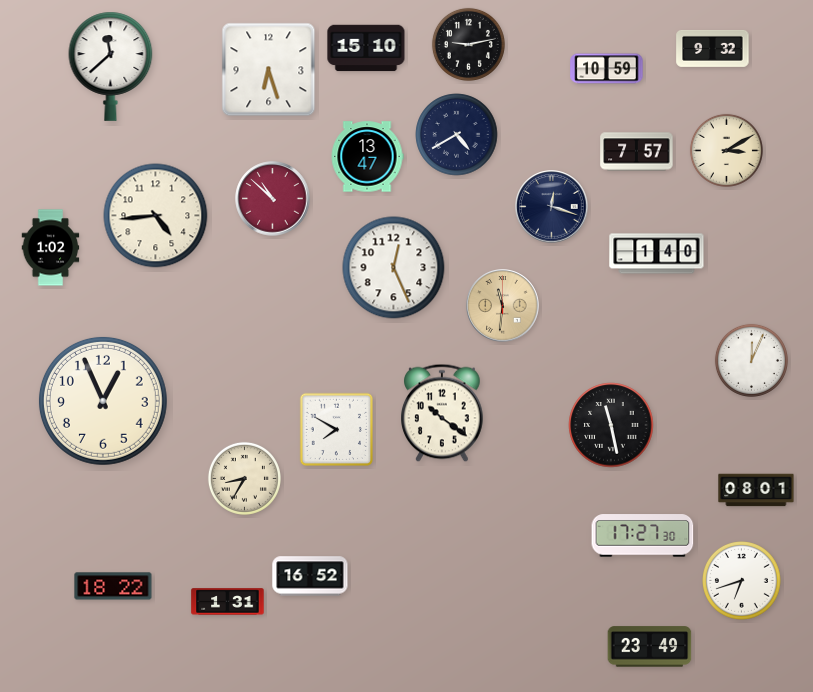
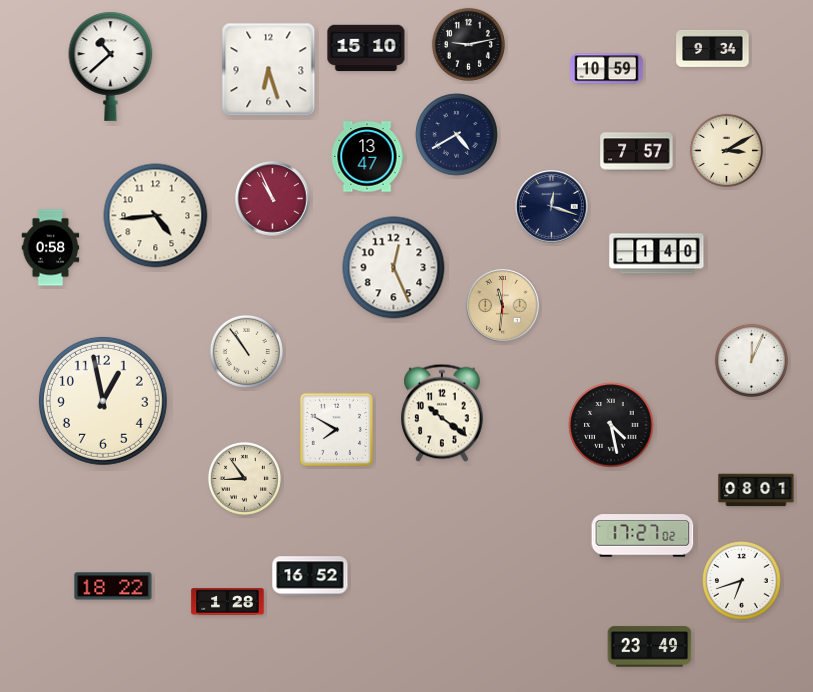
clock at (713, 48): 9:32 -> 9:34
clock at (111, 66): 11:38 -> 10:38
clock at (273, 199): 10:52 -> 10:56
clock at (51, 248): 1:02 -> 0:58
clock at (246, 351): none -> 10:54
clock at (103, 401): 12:56 -> 12:58
clock at (611, 425): 11:28 -> 4:28
clock at (244, 478): 8:35 -> 8:54
clock at (643, 536): 17:27:30 -> 17:27:02
clock at (228, 602): 1:31 -> 1:28
